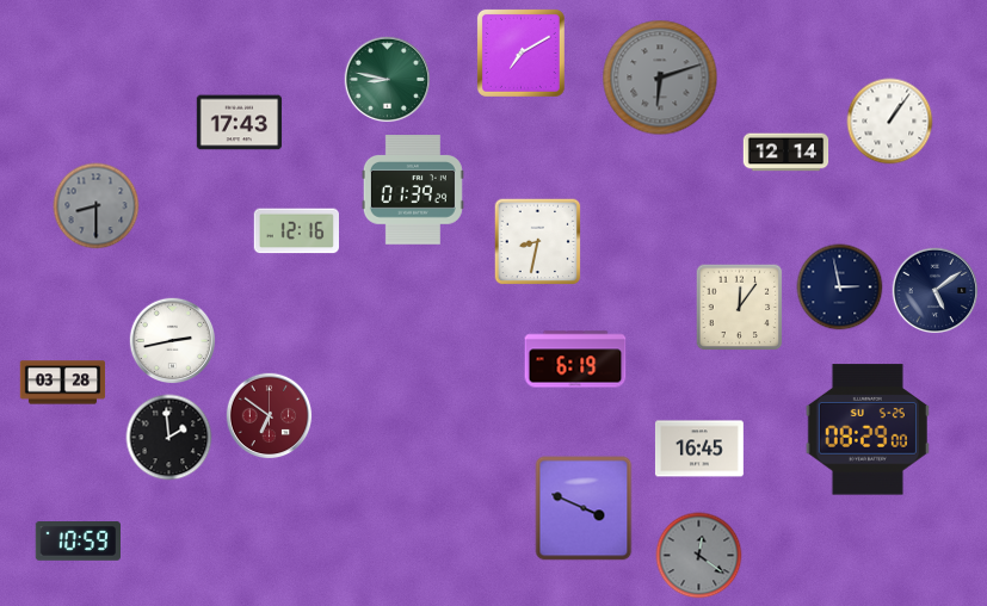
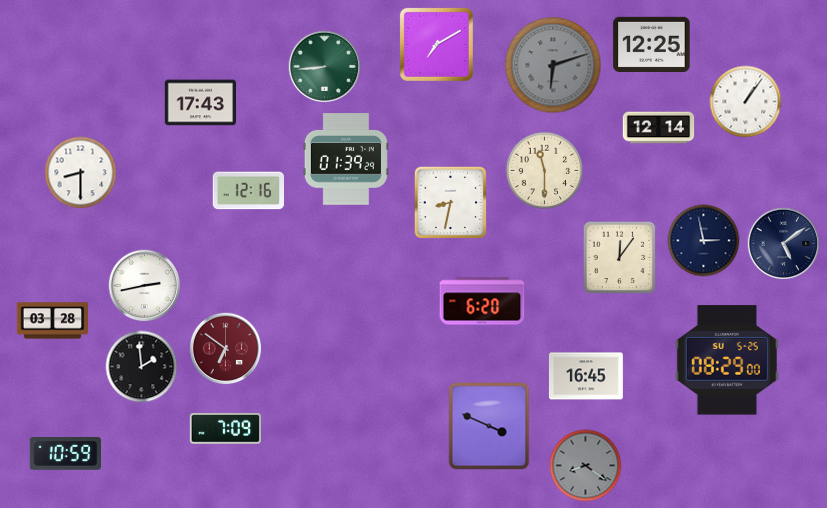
clock at (652, 44): none -> 12:25
clock at (388, 80): 8:47 -> 8:44
clock at (545, 171): none -> 11:30
clock at (97, 206) dial: grey -> white
clock at (296, 231) position: (296, 231) -> (248, 191)
clock at (575, 359): 6:19 -> 6:20
clock at (225, 429): none -> 7:09
clock at (699, 556): 12:21 -> 8:21
